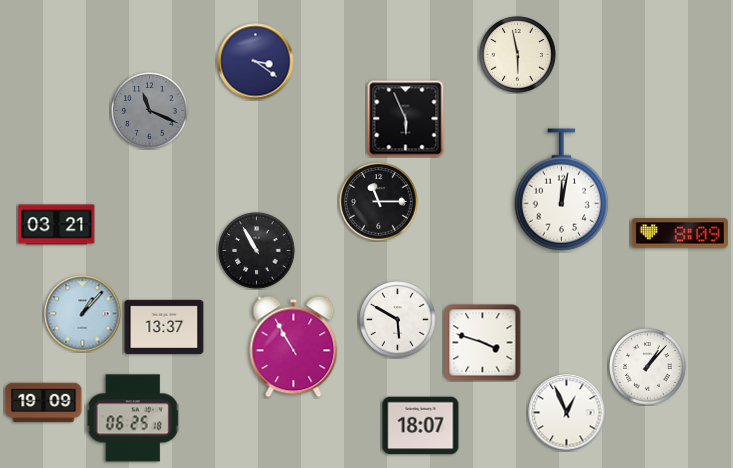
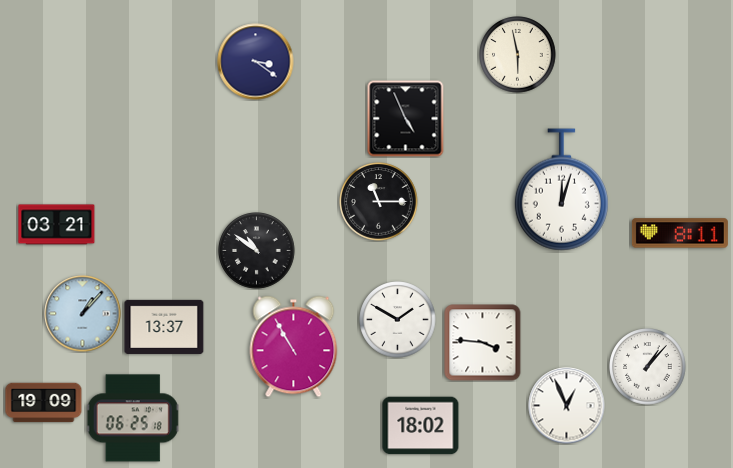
clock at (150, 111): 11:19 -> none
clock at (406, 119): 5:56 -> 4:56
clock at (561, 190): 12:02 -> 12:03
clock at (680, 233): 8:09 -> 8:11
clock at (257, 251): 10:55 -> 10:51
clock at (398, 320): 5:50 -> 1:50
clock at (483, 343): 3:48 -> 3:46
clock at (567, 413) position: (567, 413) -> (567, 406)
clock at (421, 426): 18:07 -> 18:02
